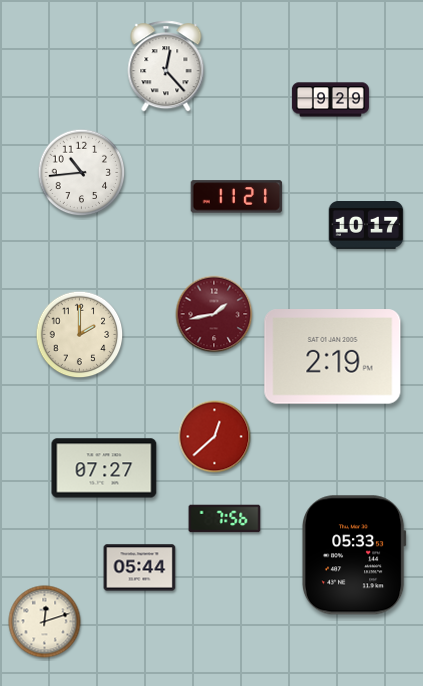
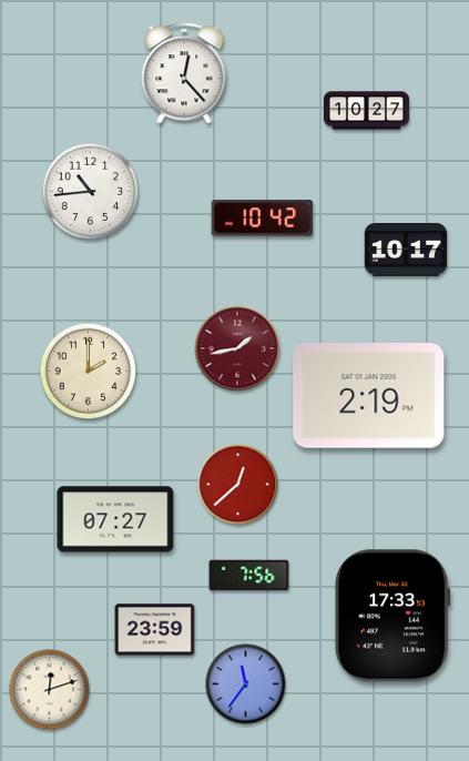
clock at (330, 100): 9:29 -> 10:27
clock at (237, 197): 11:21 -> 10:42
clock at (354, 555): 05:33 -> 17:33
clock at (140, 568): 05:44 -> 23:59
clock at (246, 684): none -> 11:36
